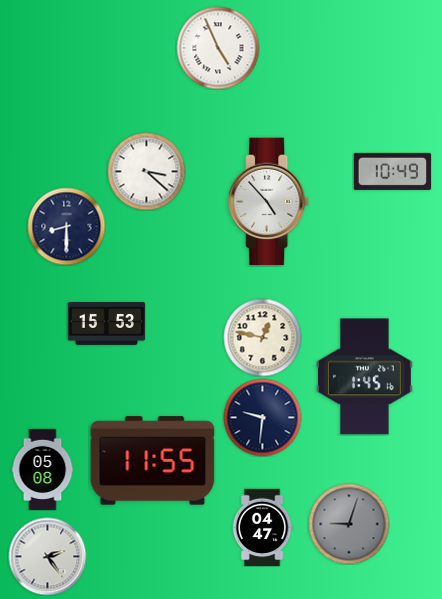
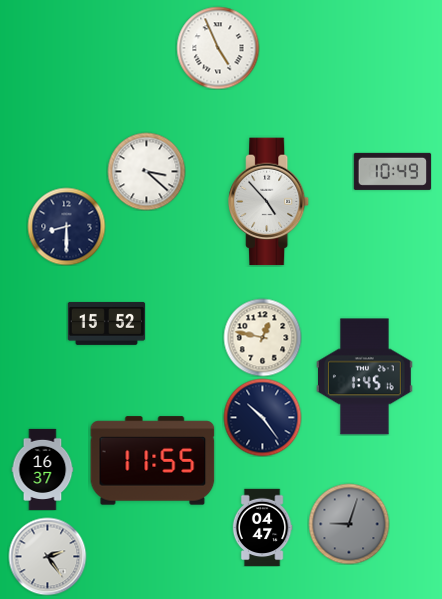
clock at (106, 323): 15:53 -> 15:52
clock at (262, 417): 9:31 -> 10:24
clock at (43, 469): 05:08 -> 16:37
